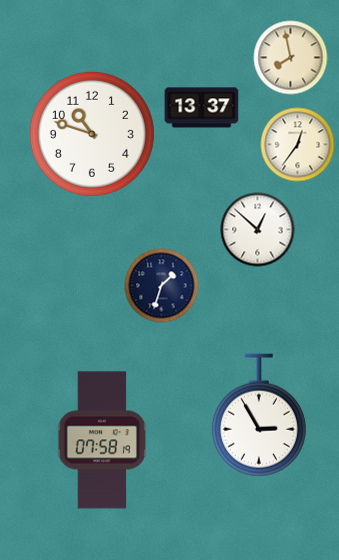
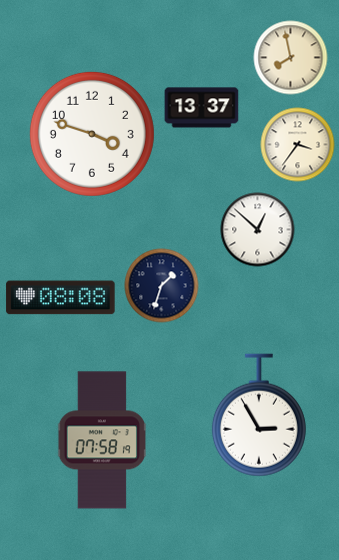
clock at (92, 134): 10:48 -> 3:48
clock at (298, 145): 12:36 -> 3:36
clock at (61, 298): none -> 08:08
